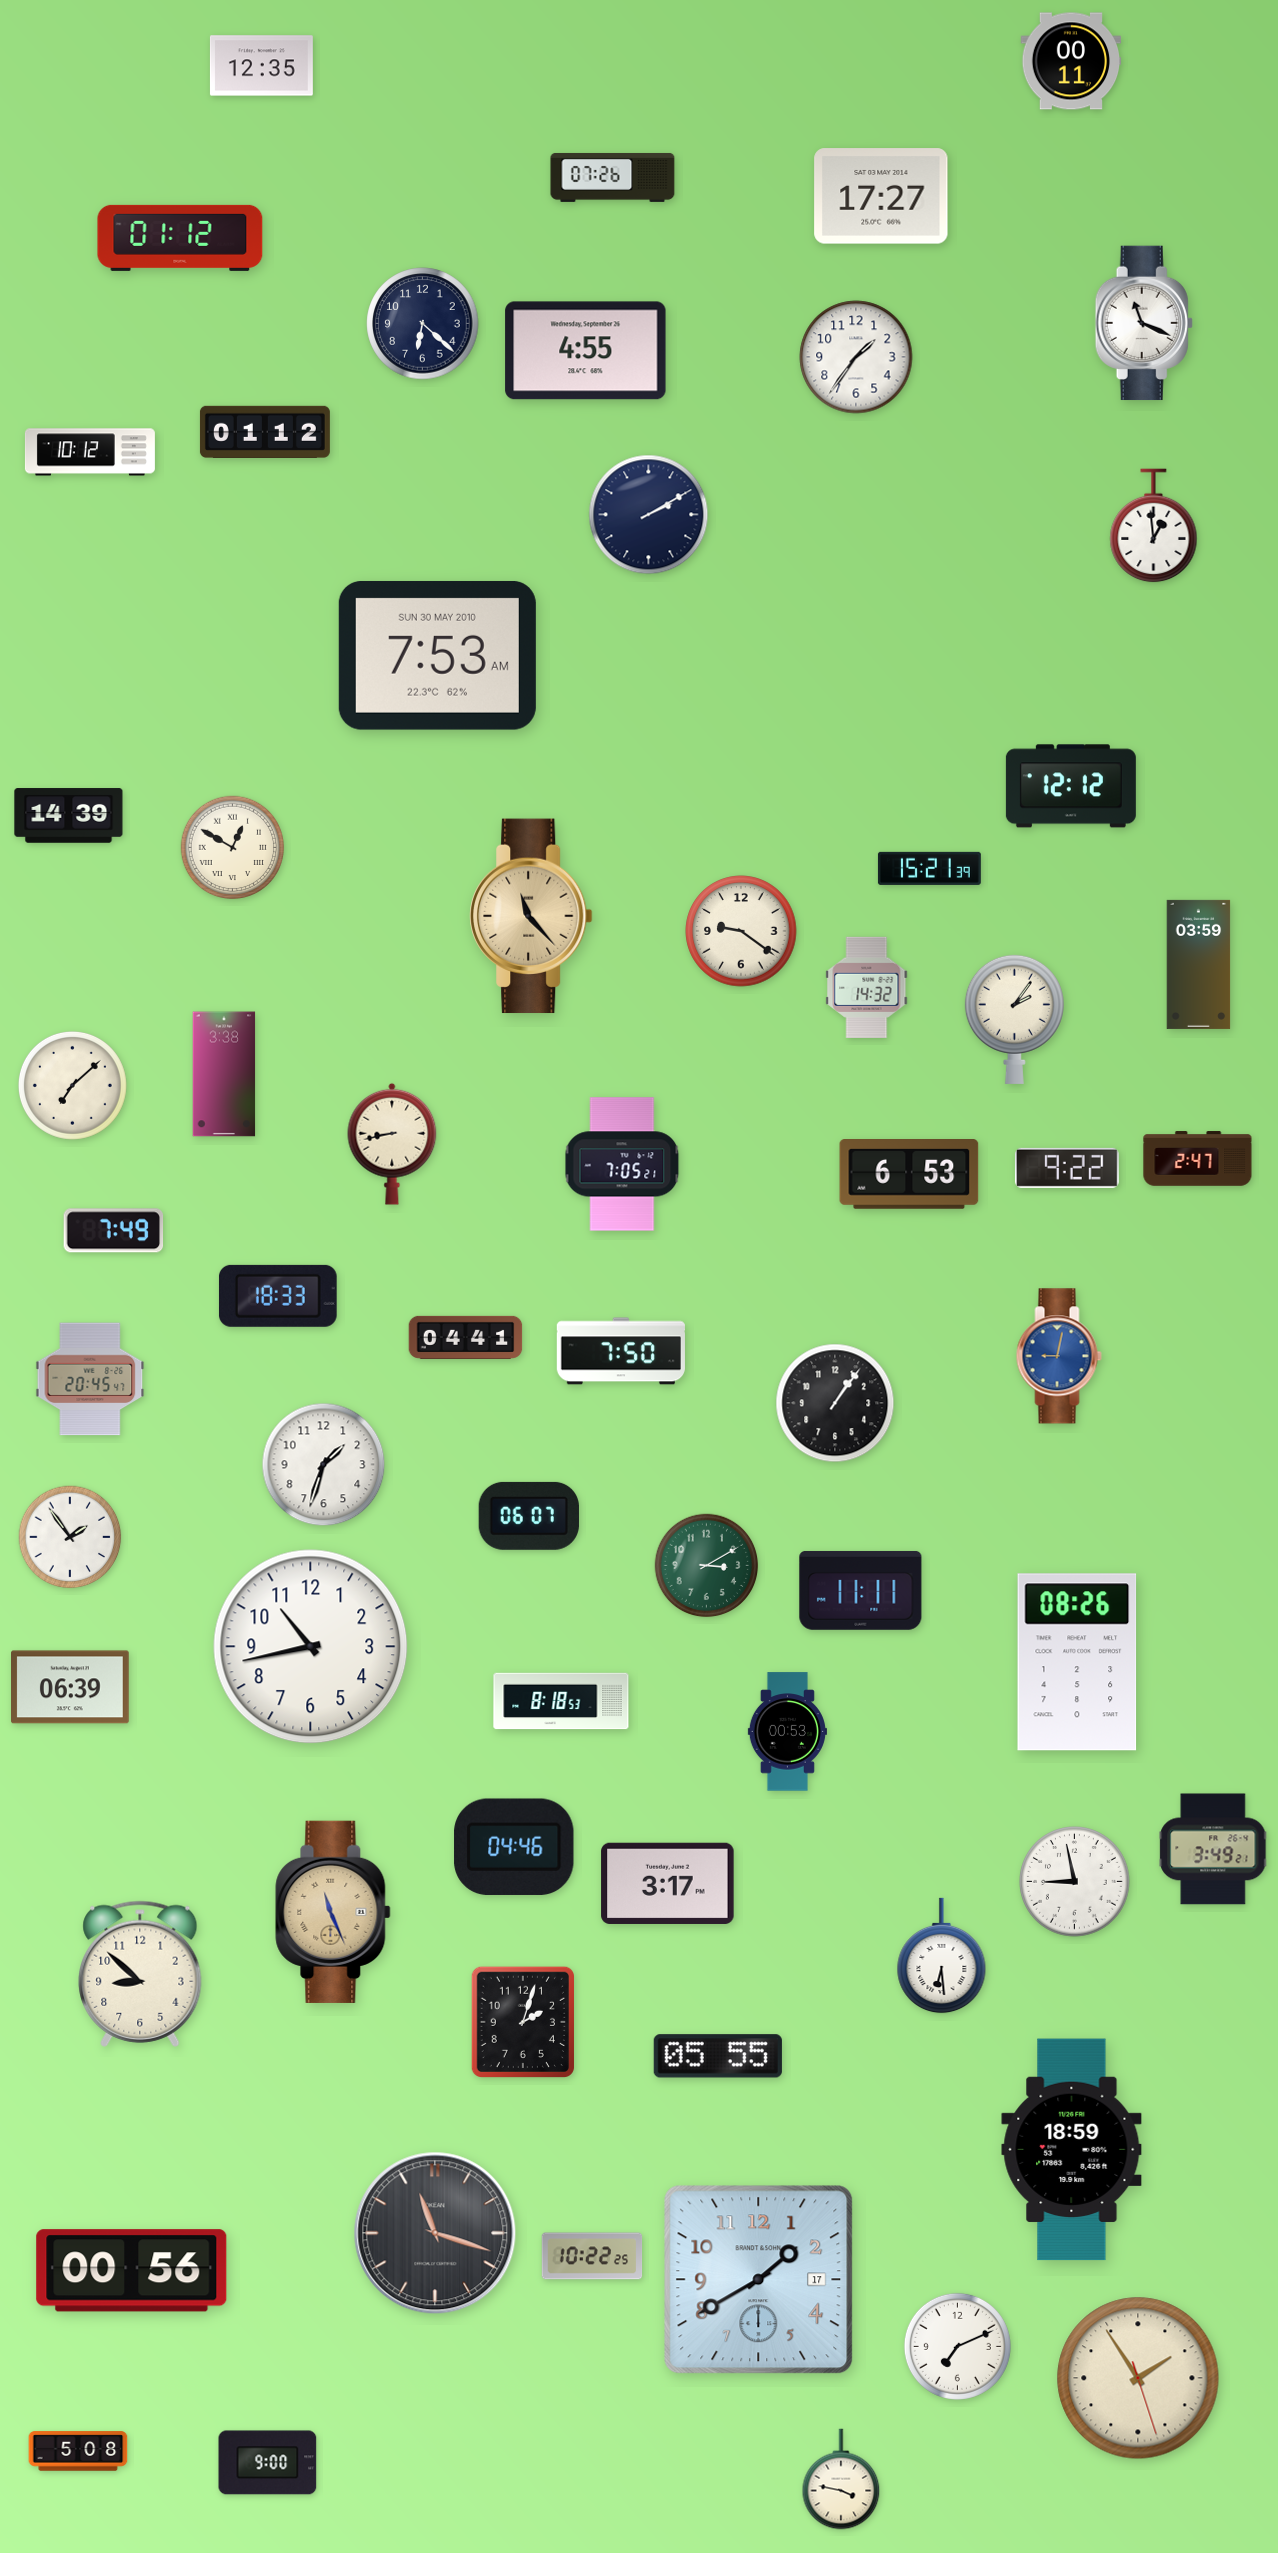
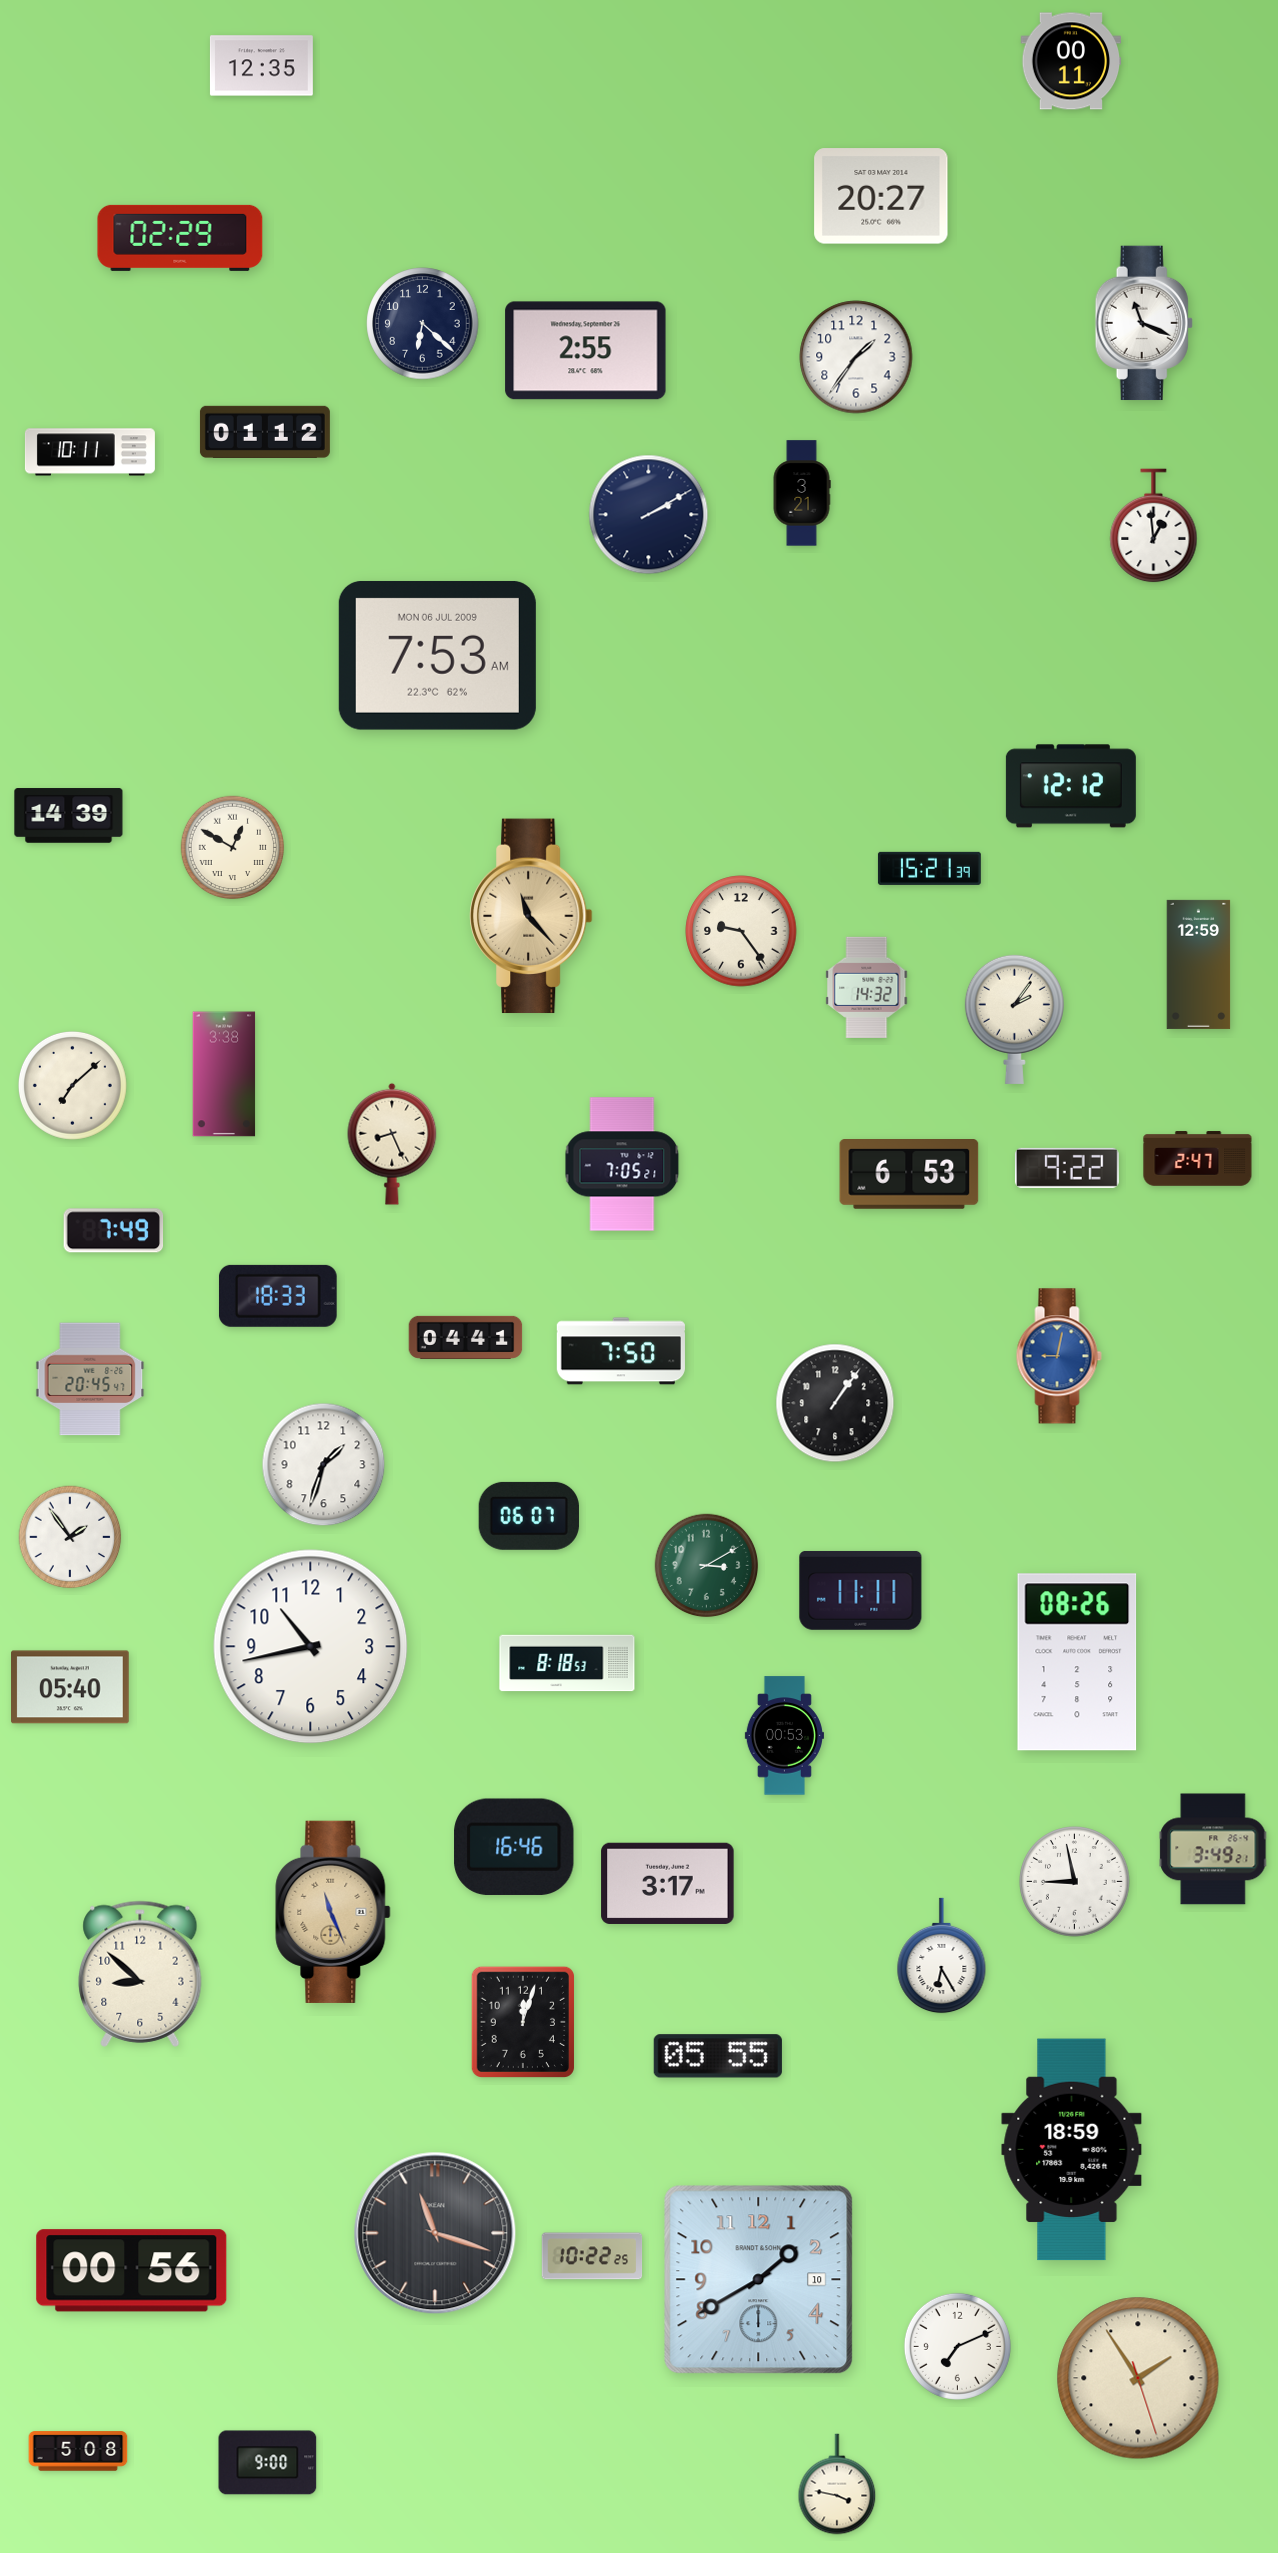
clock at (613, 177): 07:26 -> none
clock at (881, 196): 17:27 -> 20:27
clock at (180, 238): 01:12 -> 02:29
clock at (586, 351): 4:55 -> 2:55
clock at (90, 452): 10:12 -> 10:11
clock at (802, 493): none -> 3:21
clock at (437, 655) date: SUN 30 MAY 2010 -> MON 06 JUL 2009
clock at (741, 931): 9:21 -> 9:24
clock at (1199, 964): 03:59 -> 12:59
clock at (392, 1144): 8:43 -> 8:26
clock at (71, 1687): 06:39 -> 05:40
clock at (561, 1701) position: (561, 1701) -> (567, 1663)
clock at (787, 1732) position: (787, 1732) -> (784, 1736)
clock at (514, 1846): 04:46 -> 16:46
clock at (942, 1956): 6:29 -> 6:25
clock at (523, 2021): 2:03 -> 12:03
clock at (759, 2280) date: 17 -> 10
clock at (841, 2479) position: (841, 2479) -> (837, 2484)
